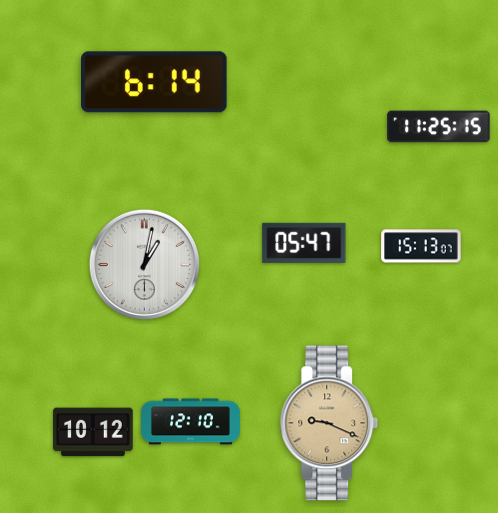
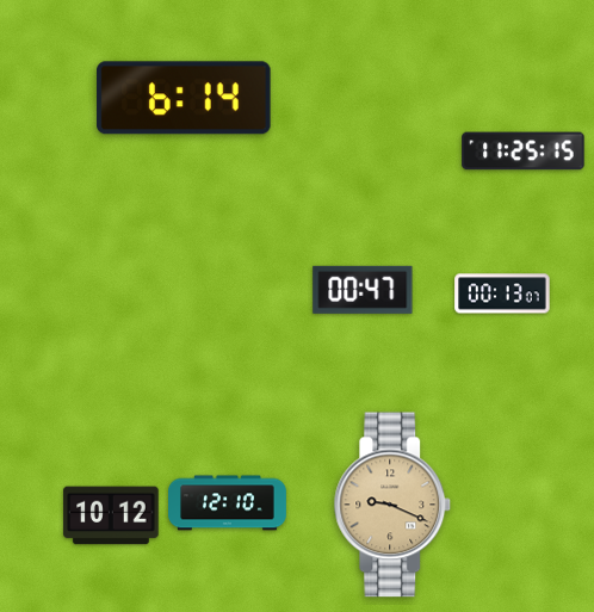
clock at (304, 243): 05:47 -> 00:47
clock at (421, 246): 15:13 -> 00:13
clock at (144, 264): 1:02 -> none
